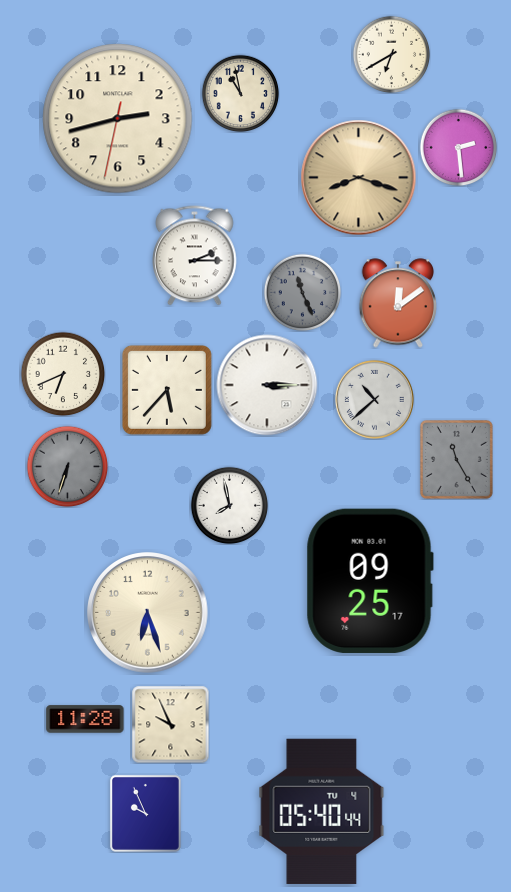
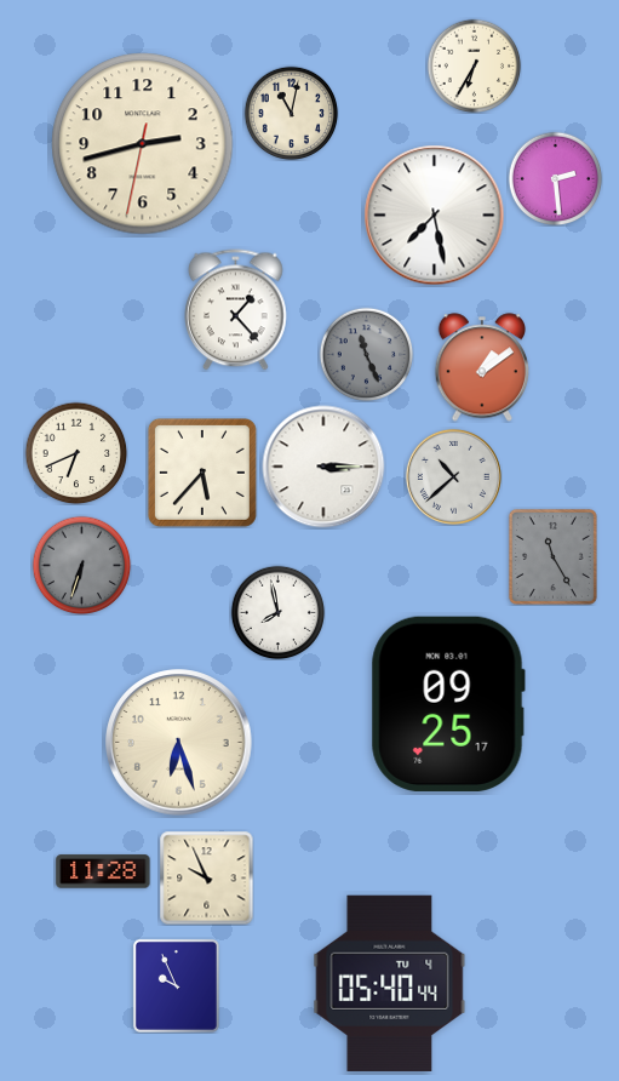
clock at (391, 54): 6:40 -> 6:35
clock at (240, 93): 10:58 -> 11:02
clock at (359, 178): 8:18 -> 7:28
clock at (359, 178) dial: champagne -> white
clock at (195, 256): 2:15 -> 1:23
clock at (398, 303): 12:09 -> 1:09
clock at (374, 399) position: (374, 399) -> (453, 476)
